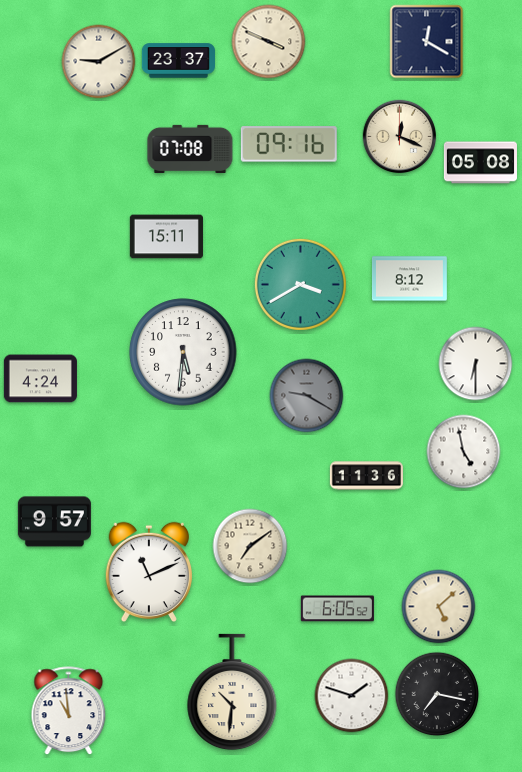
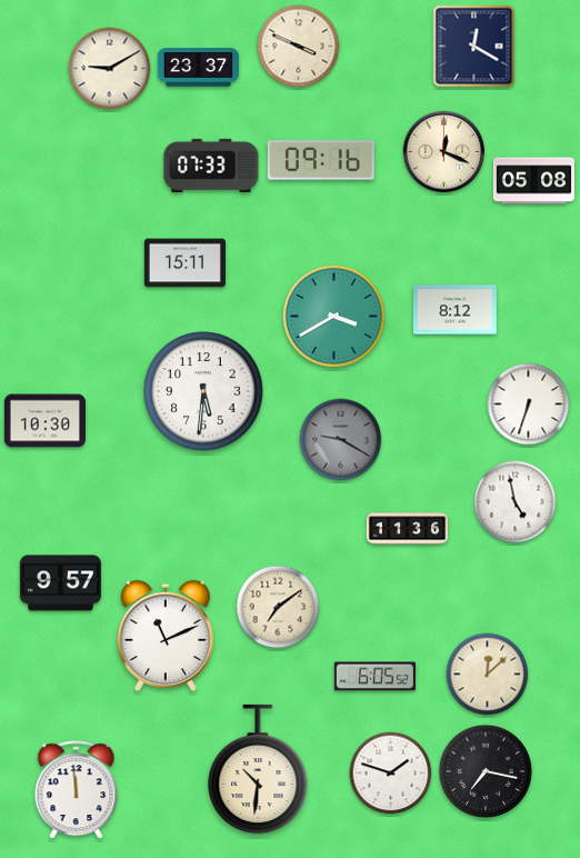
clock at (190, 149): 07:08 -> 07:33
clock at (476, 364): 6:30 -> 6:33
clock at (40, 379): 4:24 -> 10:30
clock at (54, 522) position: (54, 522) -> (60, 583)
clock at (439, 607): 5:08 -> 12:08
clock at (69, 711): 10:59 -> 11:59
